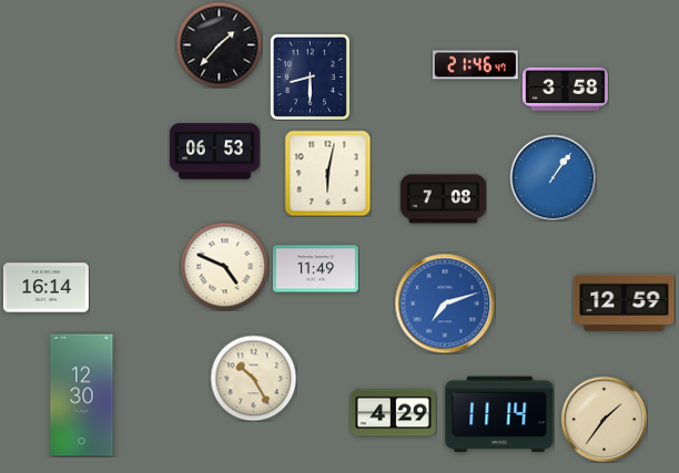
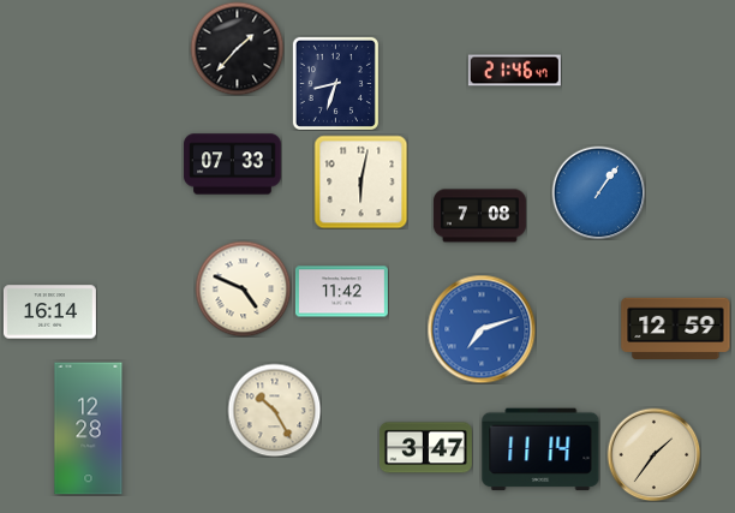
clock at (310, 76): 8:30 -> 8:33
clock at (565, 89): 3:58 -> none
clock at (215, 152): 06:53 -> 07:33
clock at (327, 173) position: (327, 173) -> (360, 181)
clock at (315, 269): 11:49 -> 11:42
clock at (82, 395): 12:30 -> 12:28
clock at (393, 413): 4:29 -> 3:47
